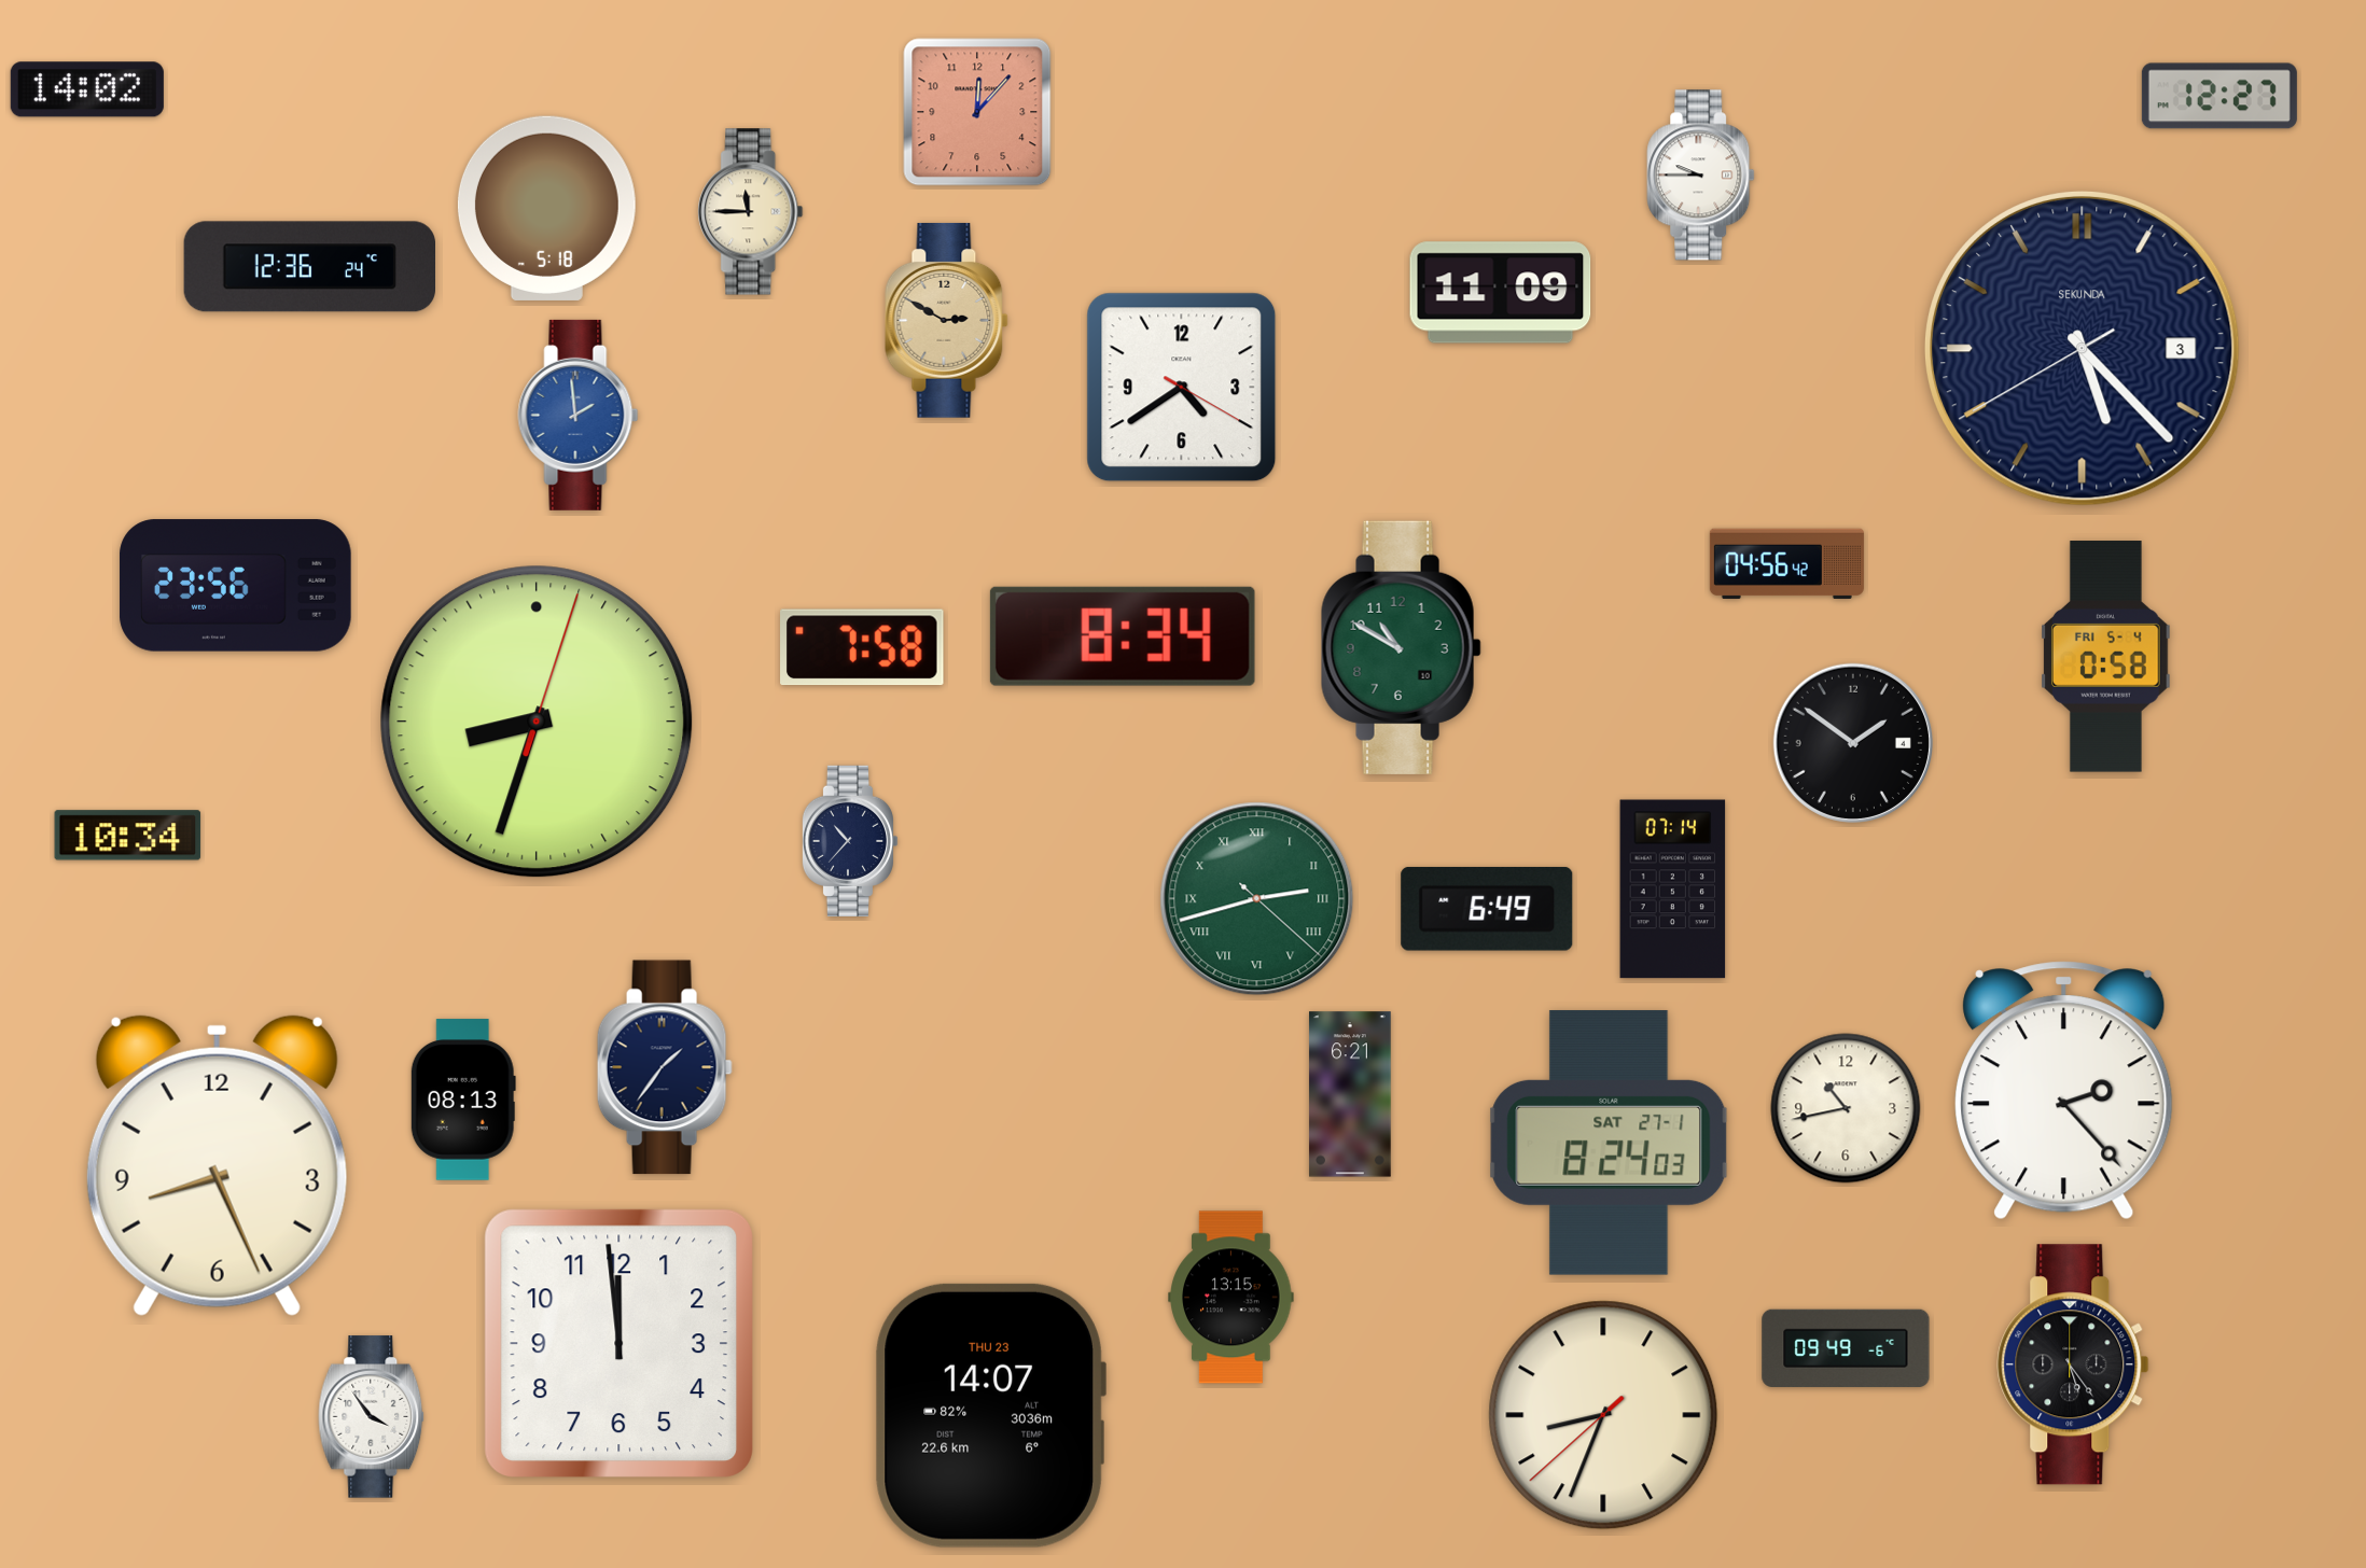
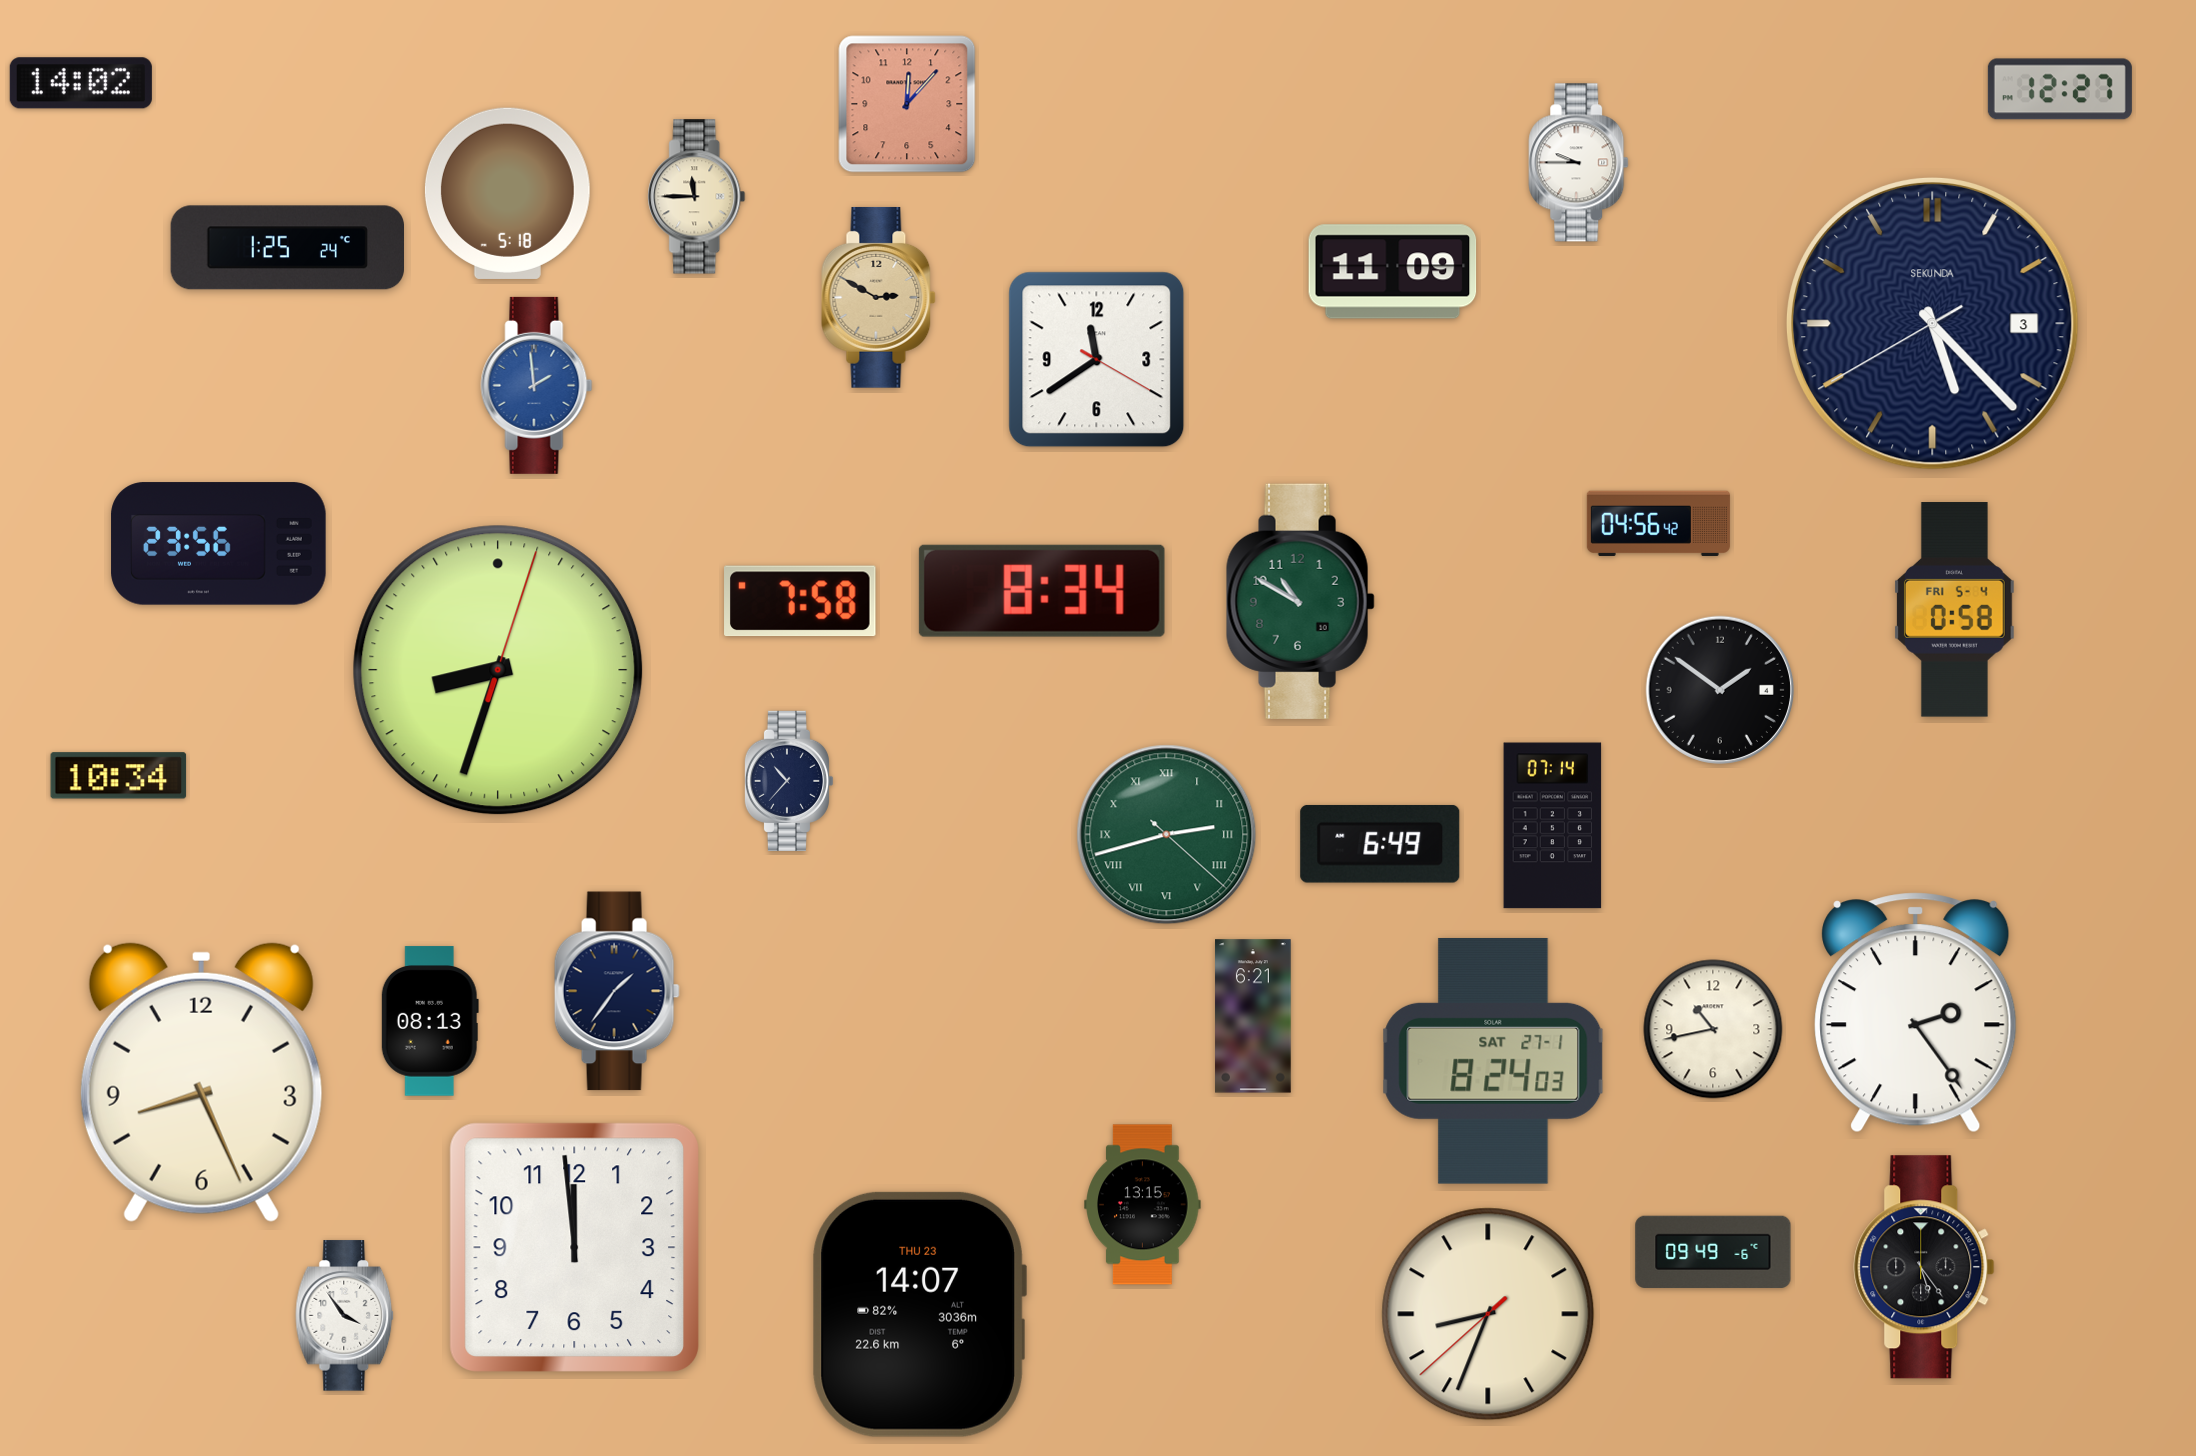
clock at (309, 267): 12:36 -> 1:25
clock at (1182, 388): 4:39 -> 11:39
clock at (2064, 1091): 2:23 -> 2:24
